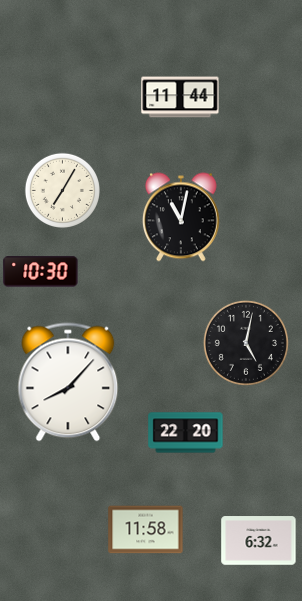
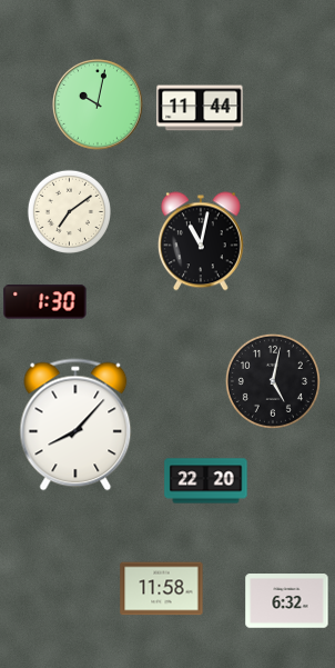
clock at (99, 106): none -> 10:02
clock at (62, 190): 7:05 -> 7:09
clock at (41, 272): 10:30 -> 1:30
